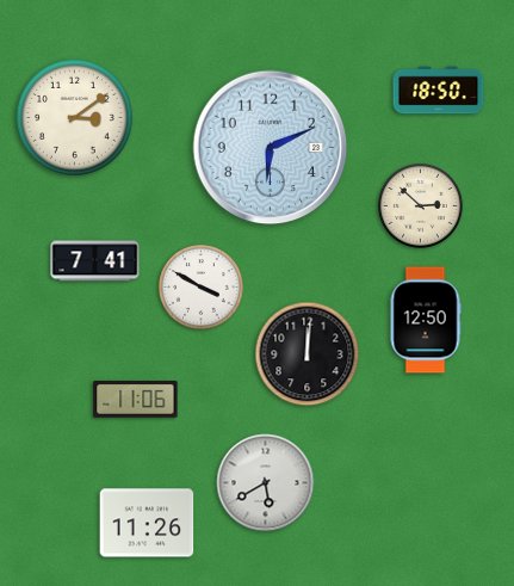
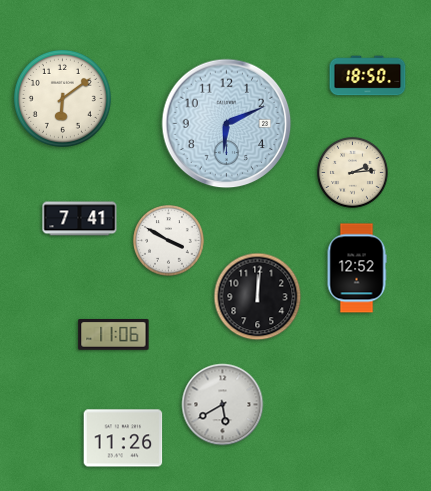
clock at (74, 117): 3:09 -> 6:09
clock at (421, 206): 2:52 -> 2:14
clock at (426, 320): 12:50 -> 12:52
